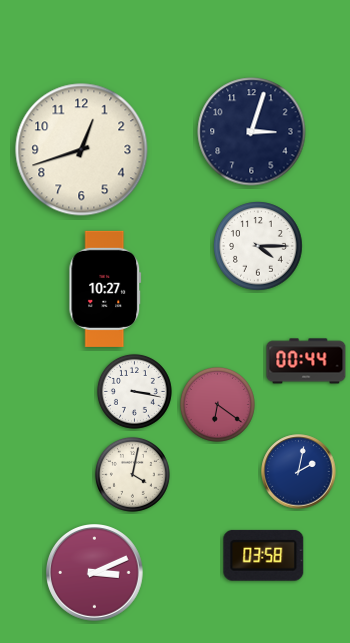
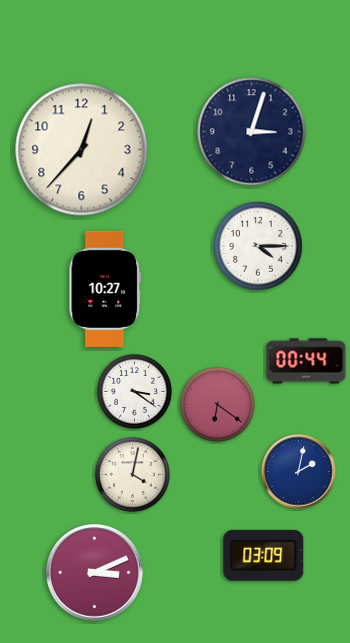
clock at (82, 150): 12:42 -> 12:37
clock at (134, 391): 3:17 -> 3:21
clock at (264, 555): 03:58 -> 03:09
